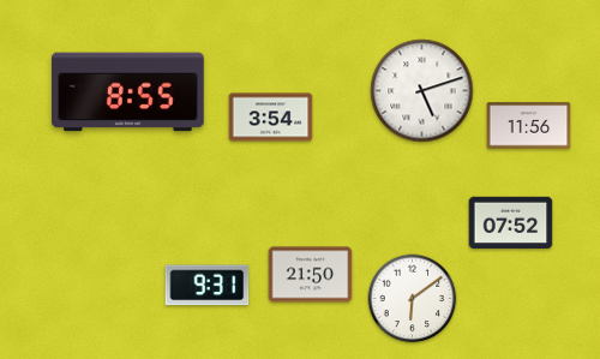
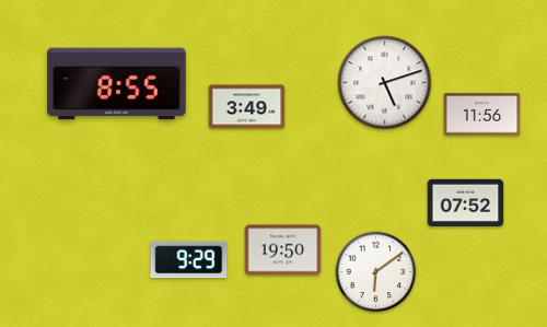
clock at (271, 118): 3:54 -> 3:49
clock at (311, 275): 21:50 -> 19:50
clock at (208, 286): 9:31 -> 9:29
